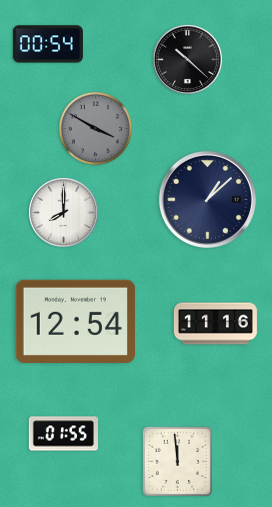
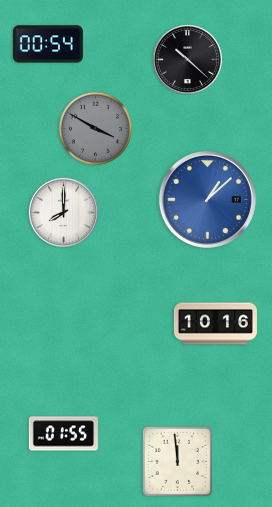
clock at (207, 199) dial: navy -> blue
clock at (75, 321): 12:54 -> none
clock at (215, 324): 11:16 -> 10:16
